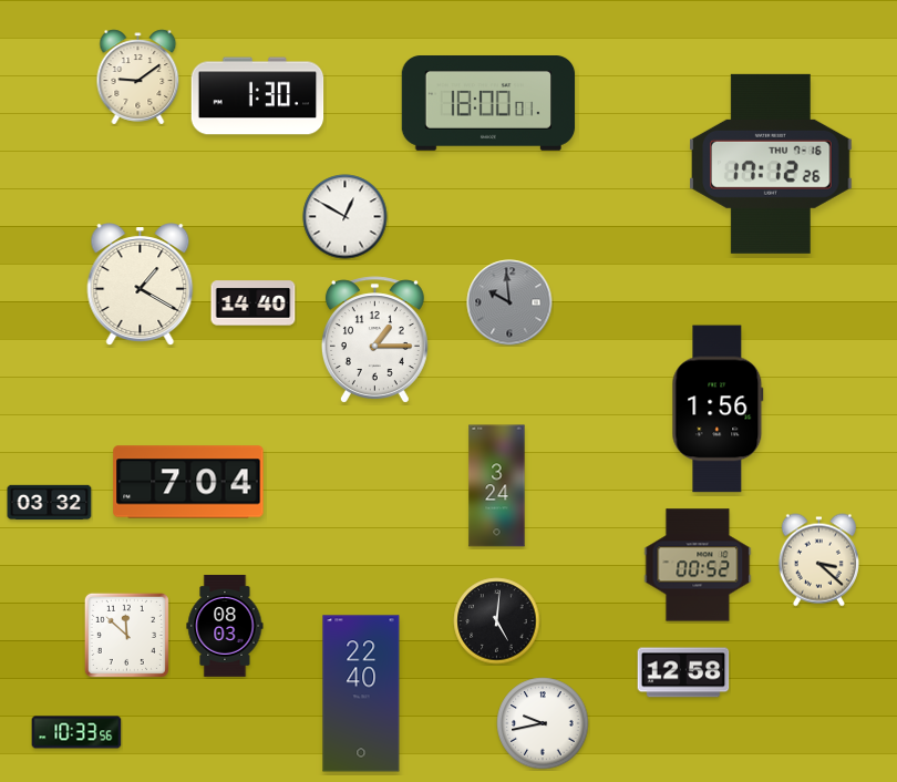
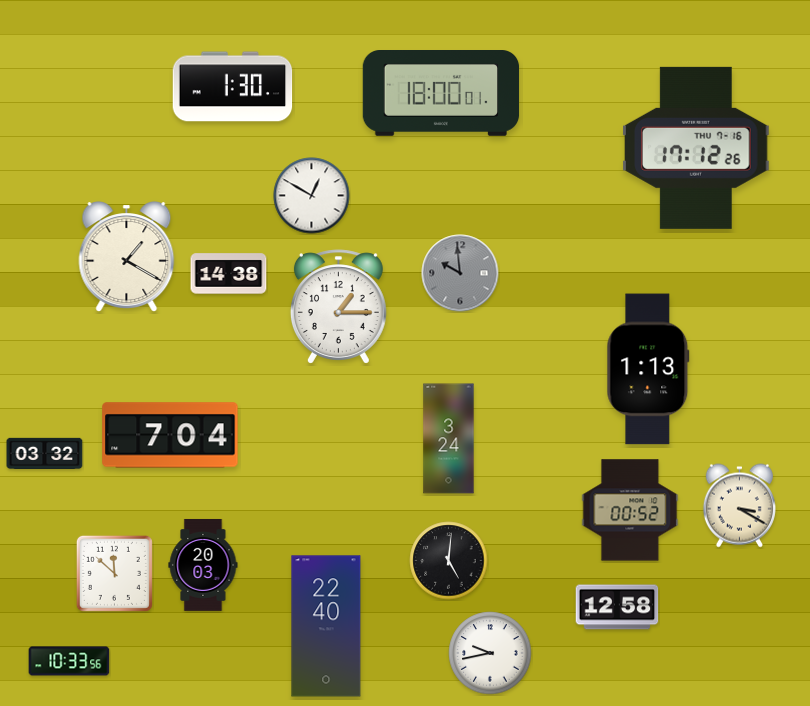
clock at (138, 78): 9:09 -> none
clock at (254, 303): 14:40 -> 14:38
clock at (718, 409): 1:56 -> 1:13
clock at (818, 560): 3:22 -> 3:20
clock at (225, 626): 08:03 -> 20:03
